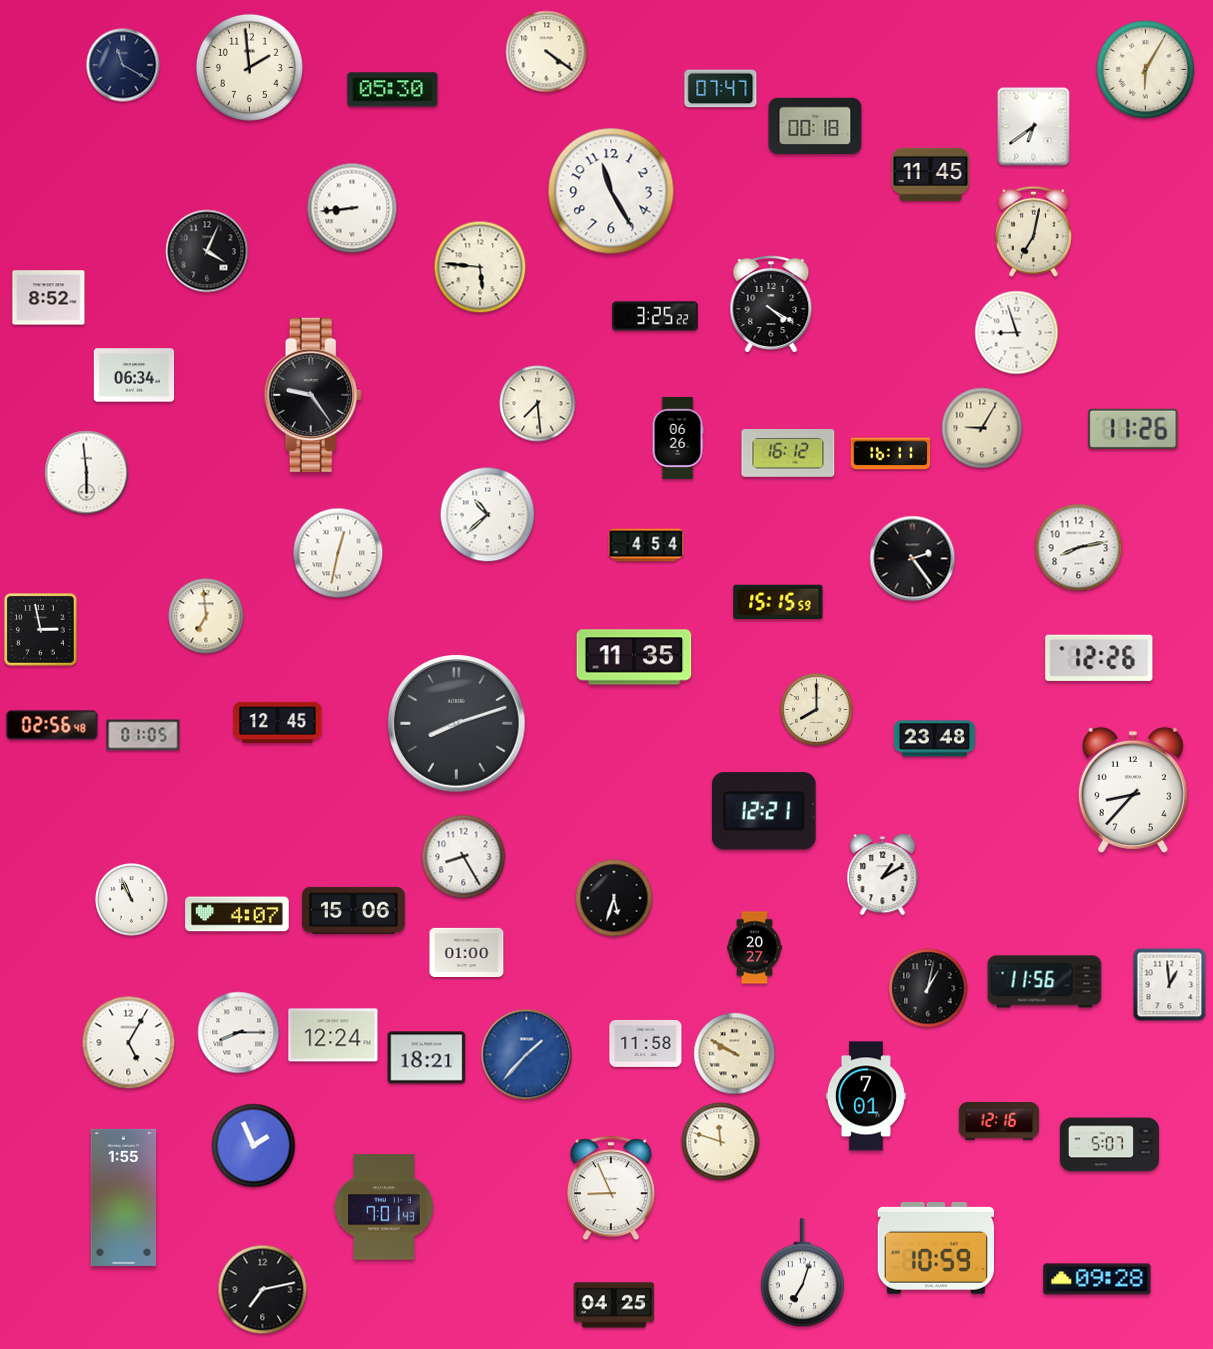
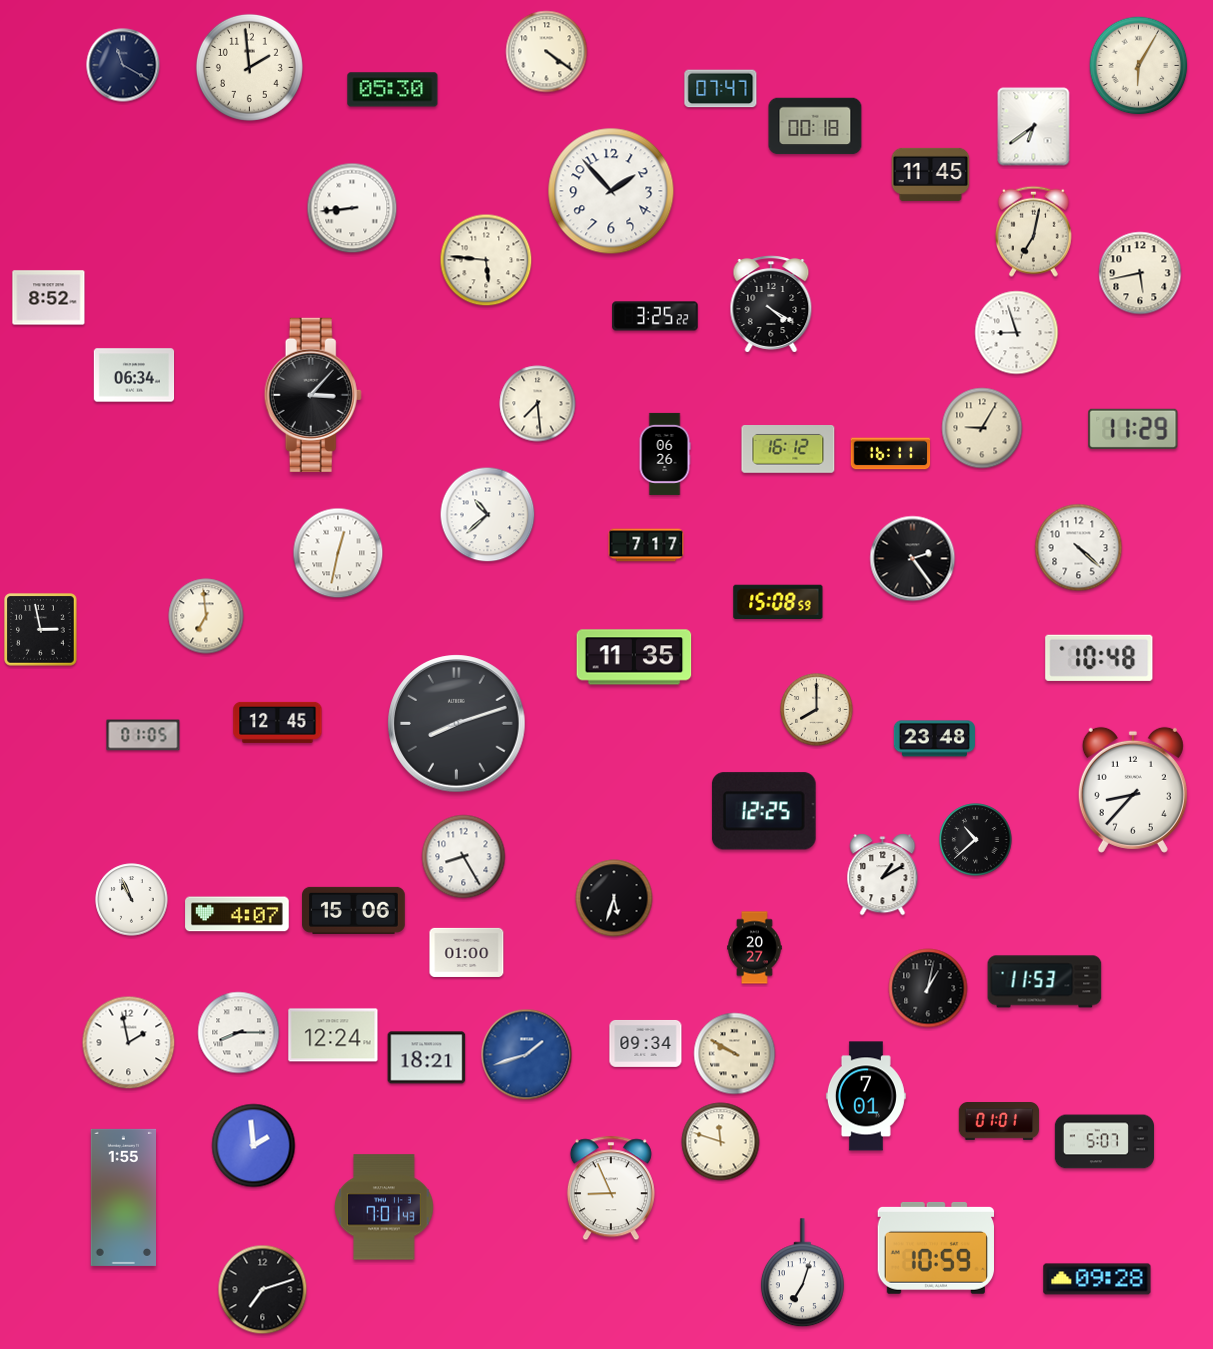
clock at (1146, 70) position: (1146, 70) -> (1139, 66)
clock at (611, 191): 11:25 -> 1:53
clock at (207, 251): 4:04 -> none
clock at (480, 267) position: (480, 267) -> (486, 260)
clock at (1140, 273): none -> 5:43
clock at (313, 395): 9:24 -> 3:07
clock at (1133, 429): 11:26 -> 11:29
clock at (678, 438) position: (678, 438) -> (665, 454)
clock at (788, 454) position: (788, 454) -> (788, 450)
clock at (87, 473): 5:59 -> none
clock at (646, 545): 4:54 -> 7:17
clock at (1079, 548): 8:13 -> 4:22
clock at (778, 601): 15:15 -> 15:08
clock at (1099, 658): 12:26 -> 10:48
clock at (52, 725): 02:56 -> none
clock at (764, 811): 12:21 -> 12:25
clock at (976, 840): none -> 10:38
clock at (1045, 982): 11:56 -> 11:53
clock at (1170, 985): 12:59 -> none
clock at (129, 1043): 5:05 -> 1:58
clock at (646, 1043): 11:58 -> 09:34
clock at (527, 1055): 1:37 -> 1:42
clock at (999, 1122): 12:16 -> 01:01
clock at (1109, 1145) position: (1109, 1145) -> (1104, 1142)
clock at (254, 1146): 1:56 -> 1:59
clock at (263, 1290): 7:13 -> 7:12
clock at (613, 1305): 04:25 -> none
